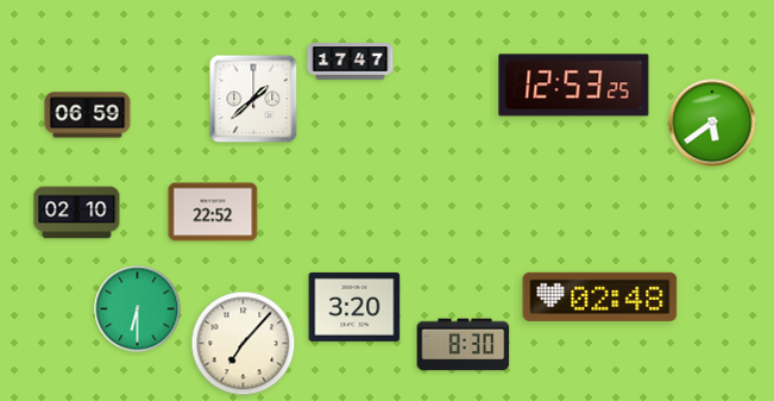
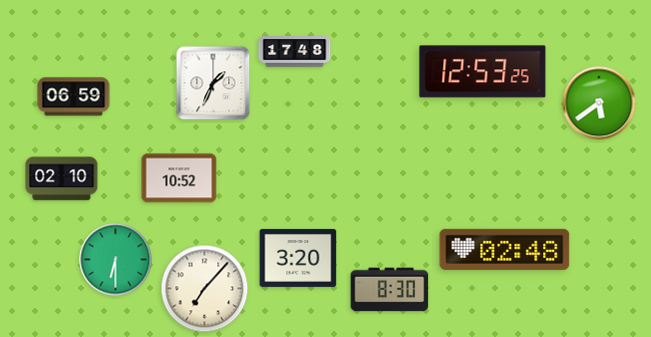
clock at (351, 62): 17:47 -> 17:48
clock at (253, 99): 1:38 -> 1:34
clock at (213, 212): 22:52 -> 10:52
clock at (77, 213) position: (77, 213) -> (62, 179)
